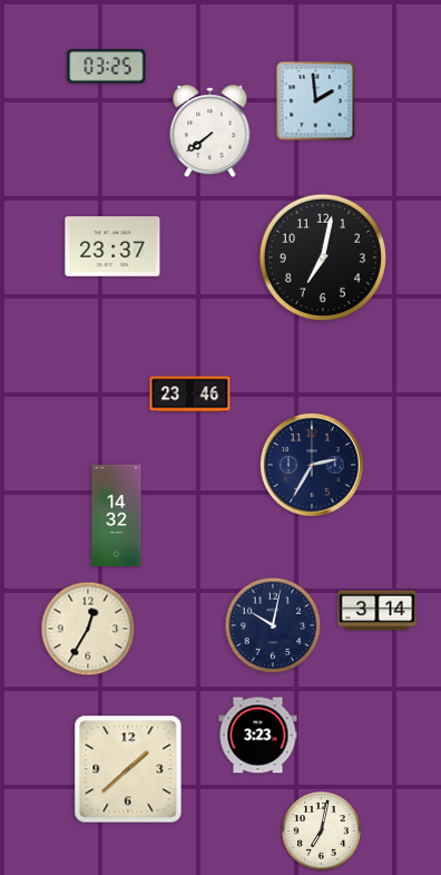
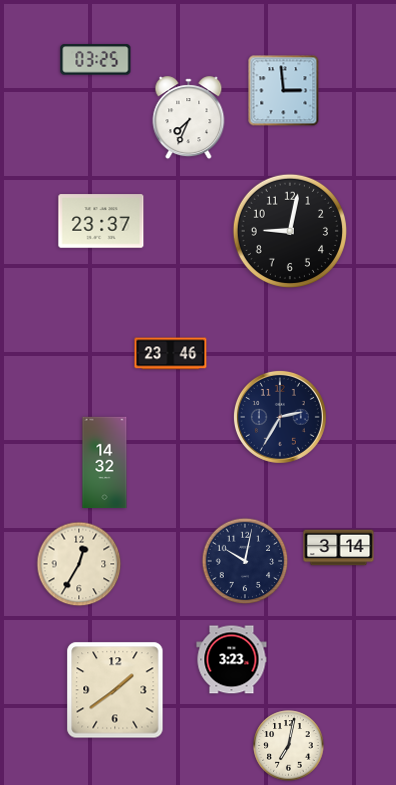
clock at (316, 101): 1:59 -> 2:59
clock at (210, 132): 7:39 -> 7:34
clock at (322, 256): 7:02 -> 9:02
clock at (128, 769): 1:38 -> 1:39
